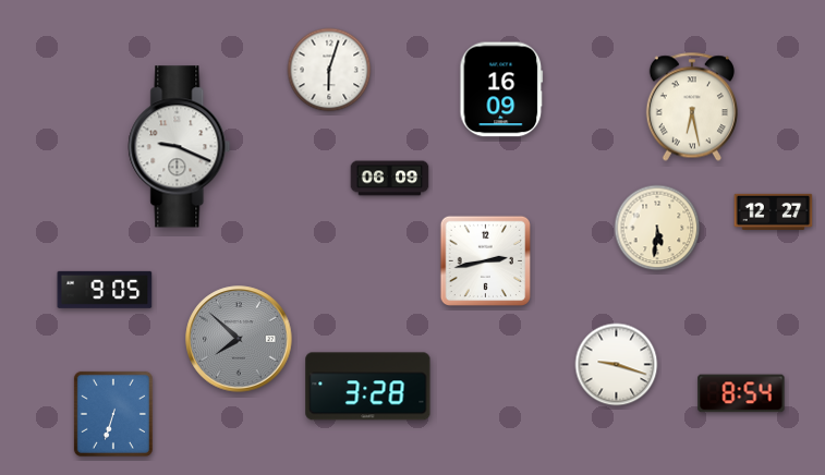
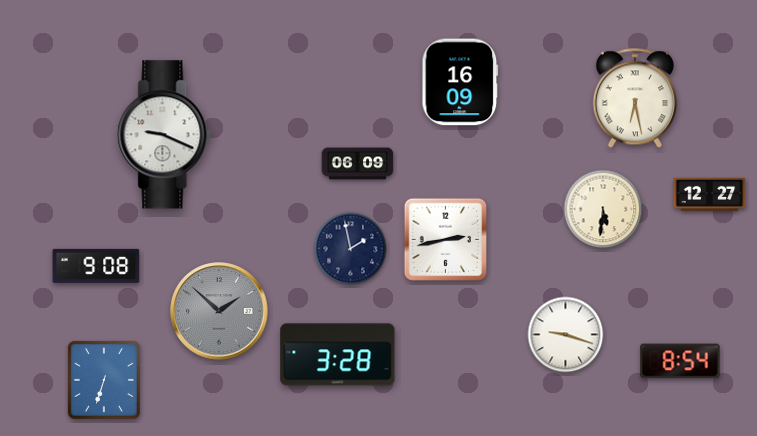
clock at (329, 70): 6:03 -> none
clock at (351, 249): none -> 1:58
clock at (105, 290): 9:05 -> 9:08
clock at (239, 339): 7:52 -> 1:52
